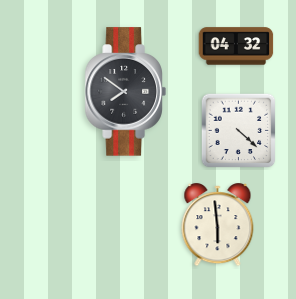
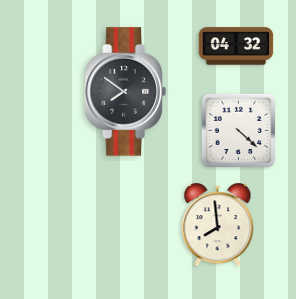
clock at (218, 225): 5:59 -> 7:59
